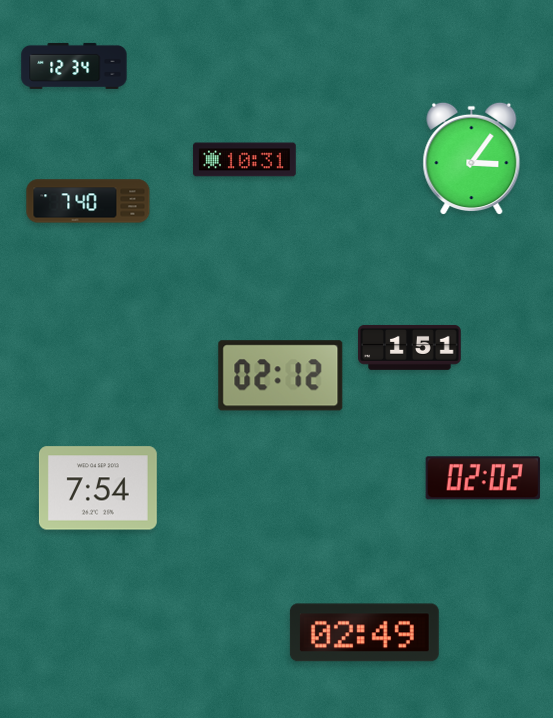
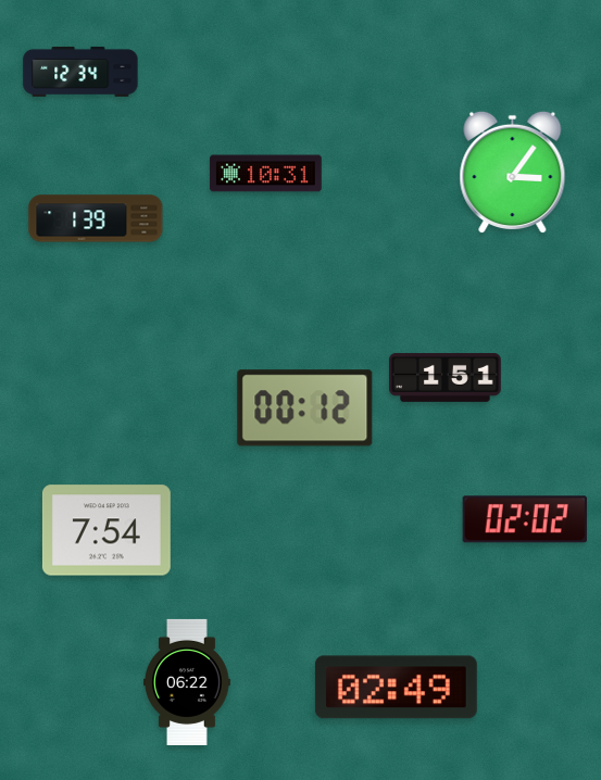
clock at (88, 201): 7:40 -> 1:39
clock at (281, 376): 02:12 -> 00:12
clock at (187, 682): none -> 06:22
